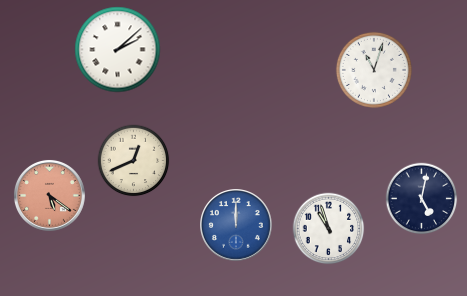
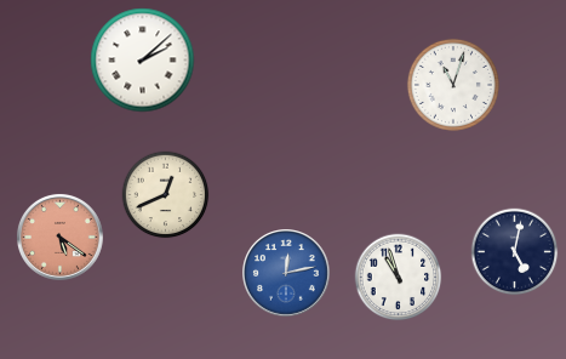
clock at (134, 161) position: (134, 161) -> (166, 195)
clock at (422, 199) position: (422, 199) -> (515, 252)
clock at (237, 226): 12:00 -> 12:13
